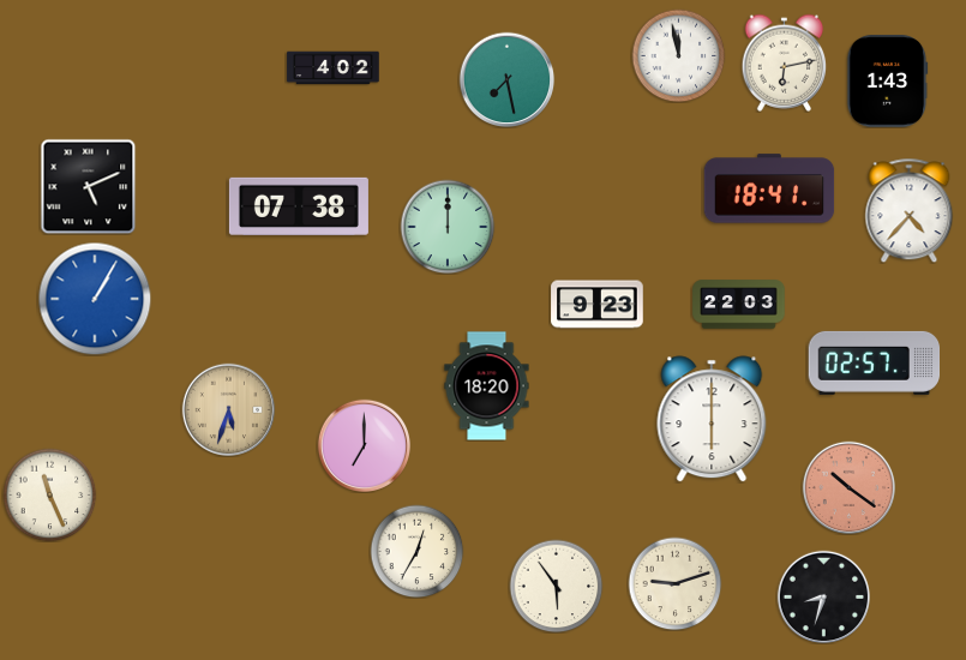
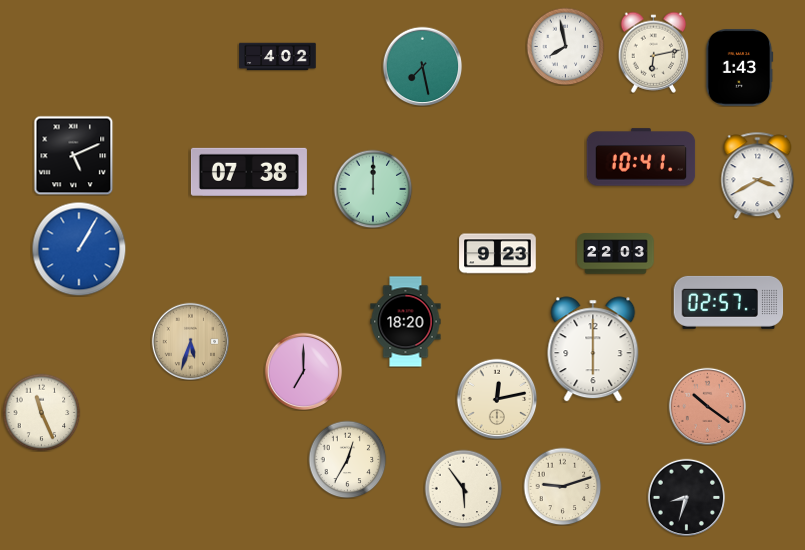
clock at (678, 55): 11:58 -> 7:58
clock at (769, 188): 18:41 -> 10:41
clock at (910, 210): 4:37 -> 3:40
clock at (497, 399): none -> 12:13
